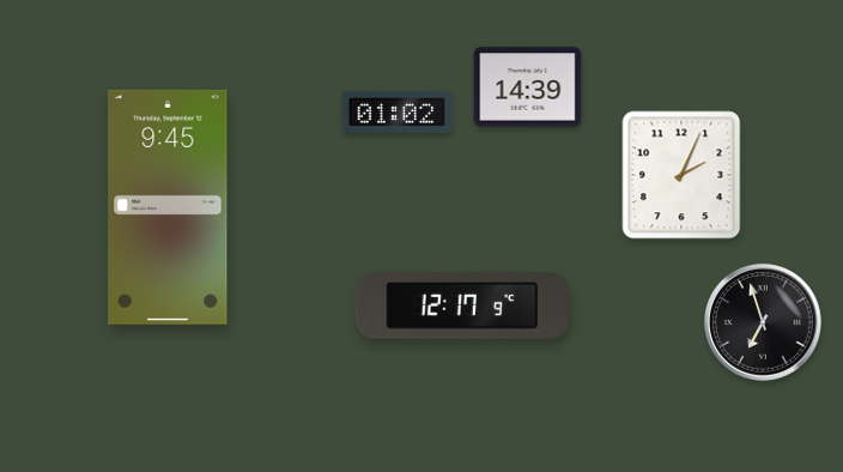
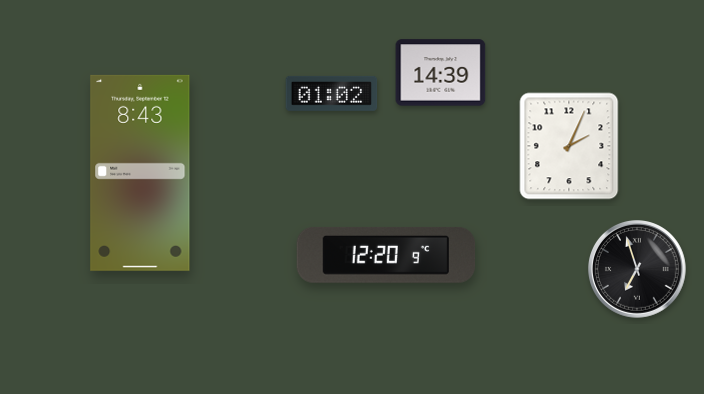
clock at (168, 207): 9:45 -> 8:43
clock at (462, 305): 12:17 -> 12:20
